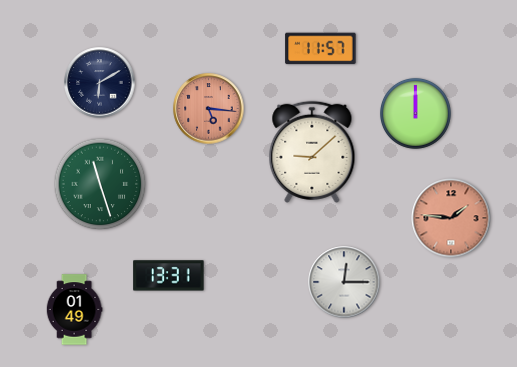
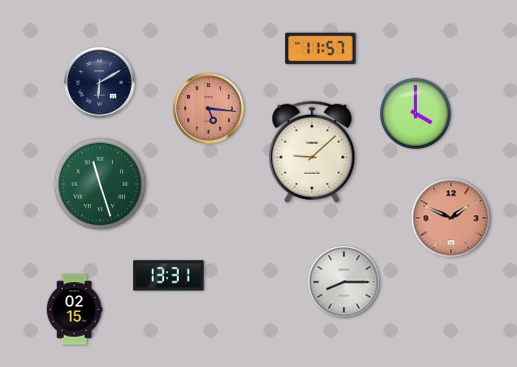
clock at (415, 113): 12:00 -> 4:00
clock at (451, 218): 1:46 -> 1:49
clock at (344, 282): 12:15 -> 8:15
clock at (74, 310): 01:49 -> 02:15
